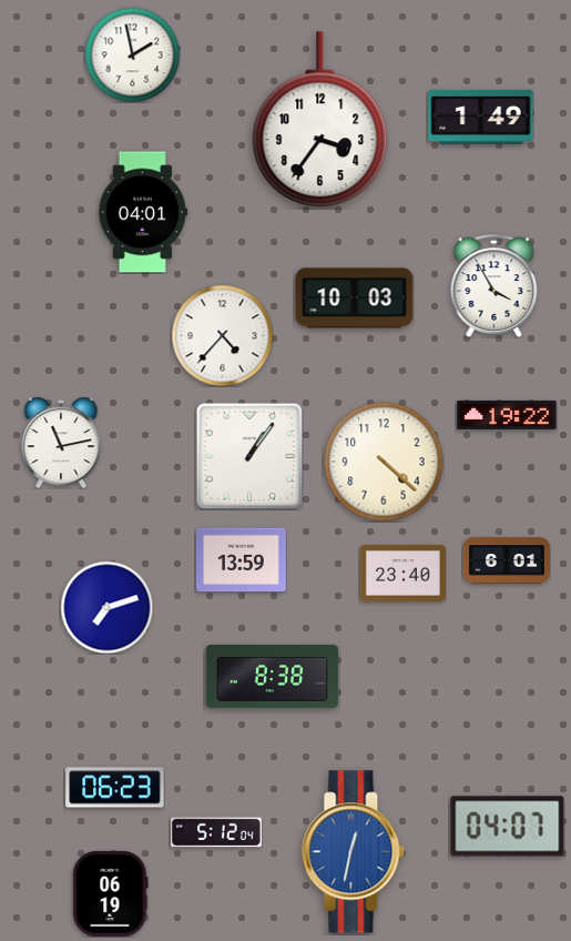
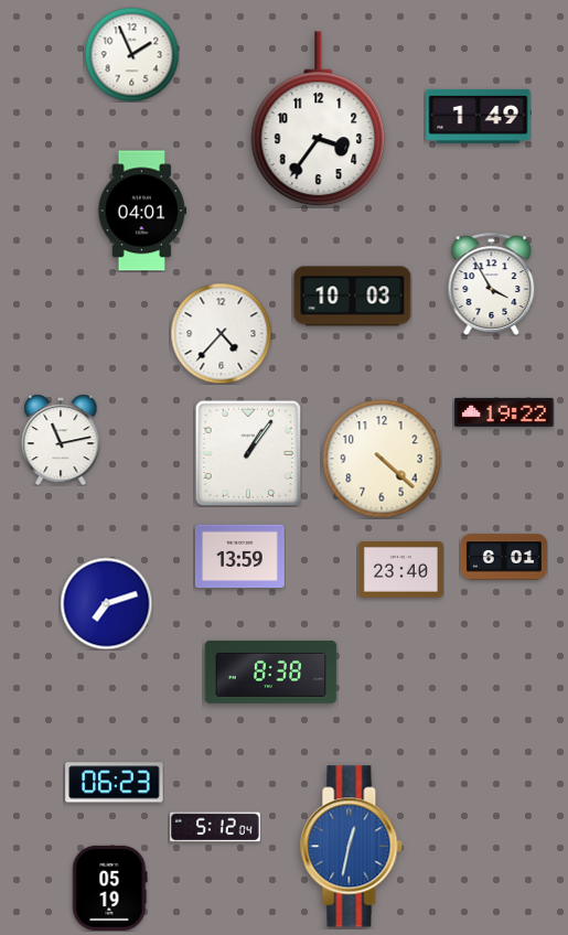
clock at (132, 54): 1:58 -> 1:56
clock at (508, 827): 04:07 -> none
clock at (111, 893): 06:19 -> 05:19
